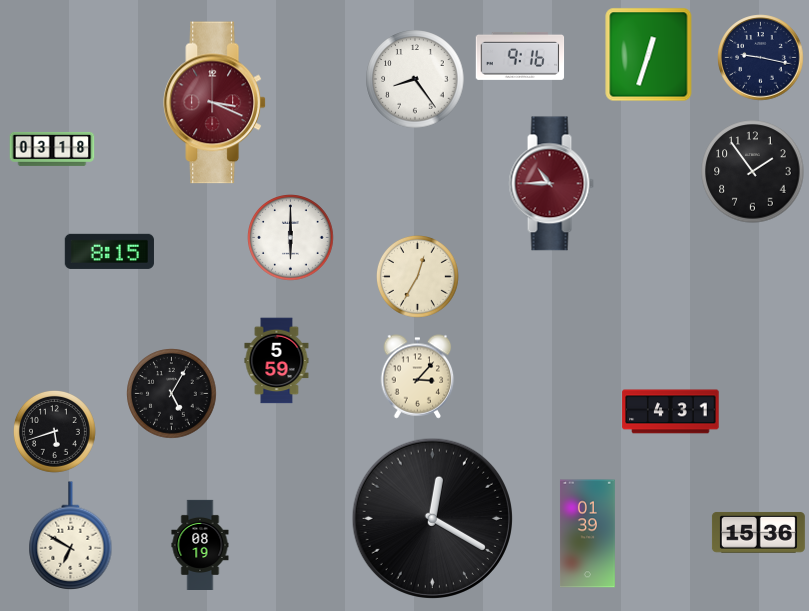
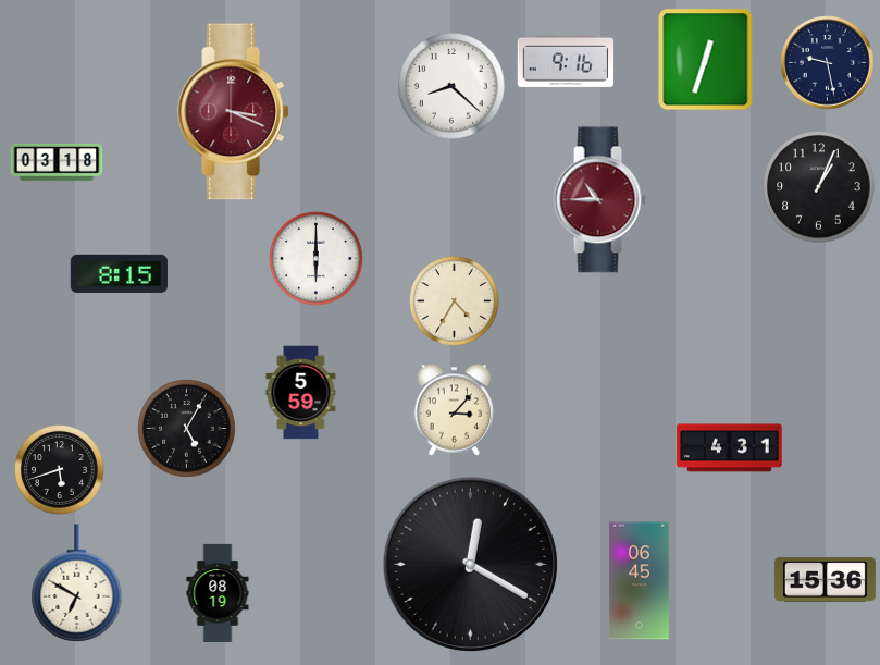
clock at (761, 58): 9:17 -> 9:28
clock at (415, 79): 8:24 -> 8:22
clock at (753, 172): 1:54 -> 1:04
clock at (418, 277): 12:35 -> 4:35
clock at (587, 534): 01:39 -> 06:45
